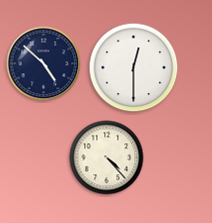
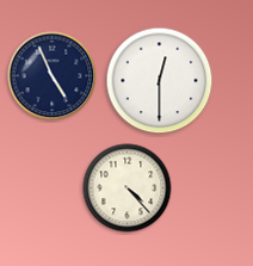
clock at (44, 64): 4:52 -> 4:56
